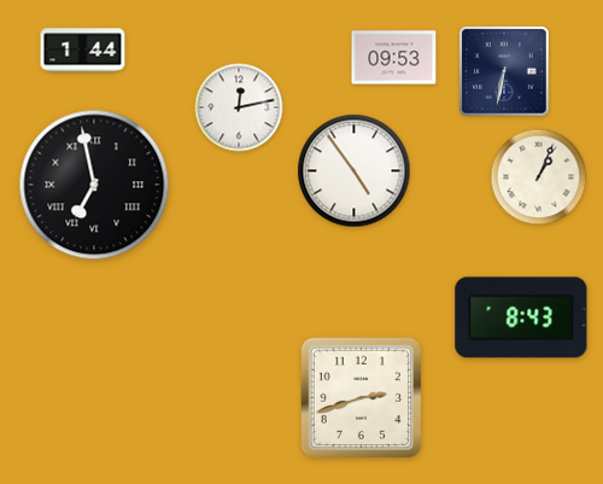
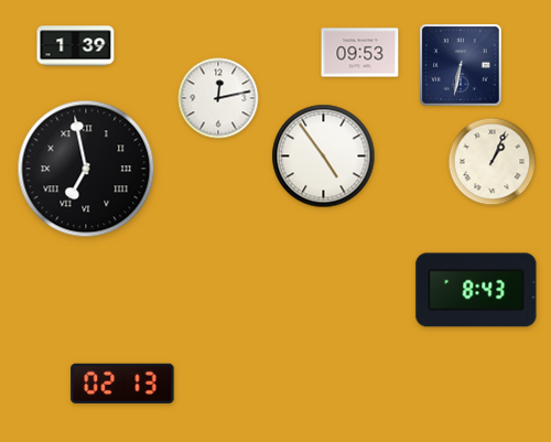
clock at (83, 51): 1:44 -> 1:39
clock at (362, 398): 2:42 -> none
clock at (122, 382): none -> 02:13
